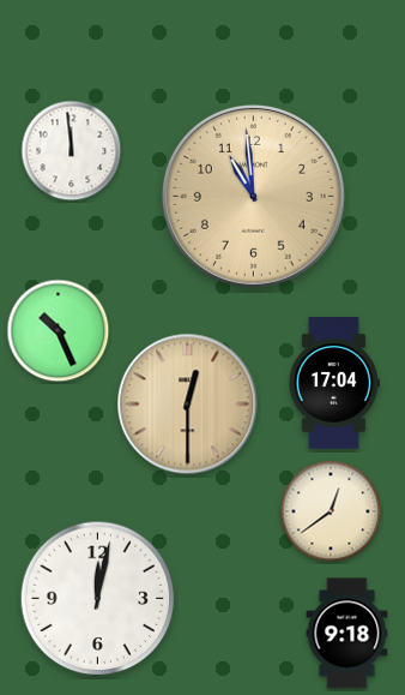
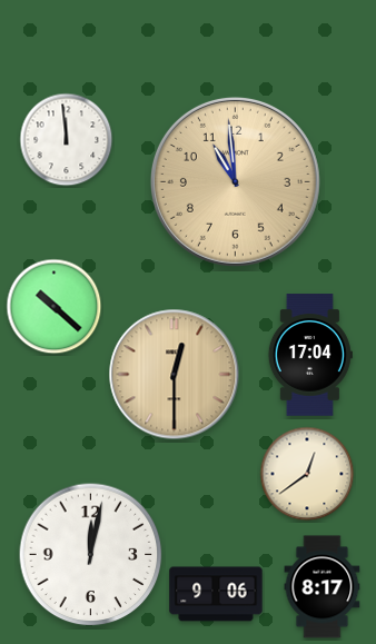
clock at (59, 331): 10:26 -> 10:22
clock at (347, 634): 9:18 -> 8:17
clock at (216, 594): none -> 9:06
